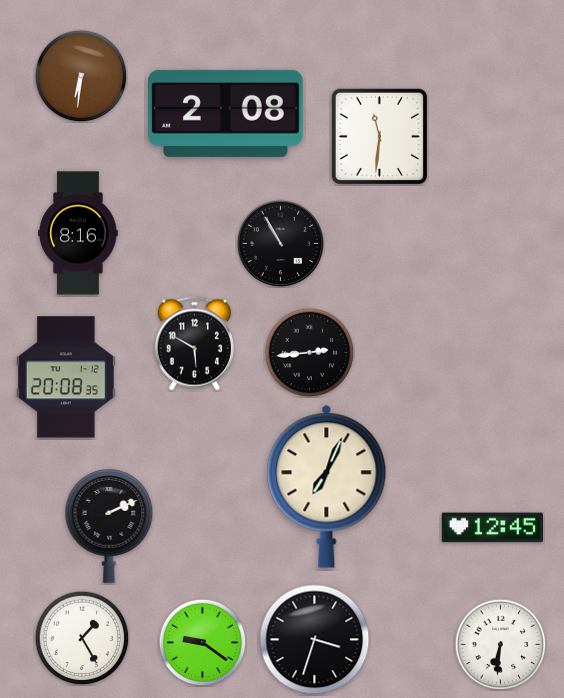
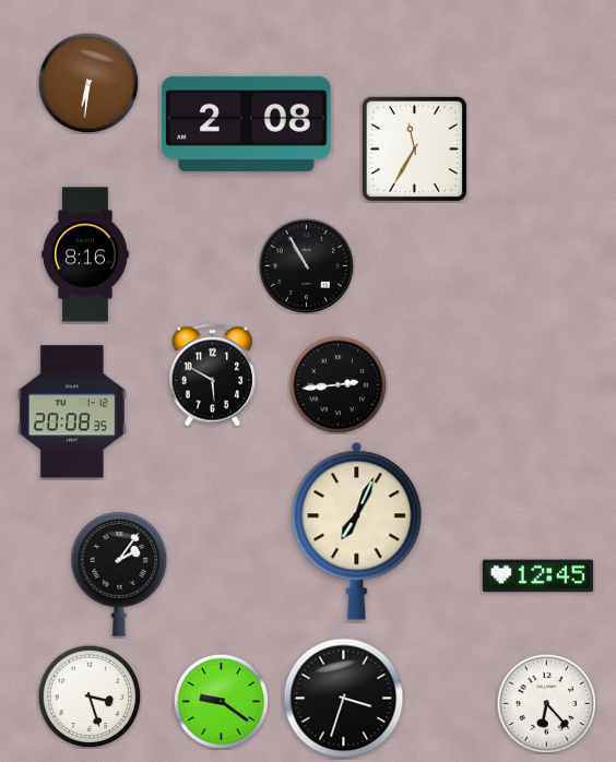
clock at (379, 136): 11:31 -> 11:35
clock at (109, 526): 2:11 -> 2:06
clock at (82, 638): 1:25 -> 3:27
clock at (500, 644): 6:31 -> 6:23
